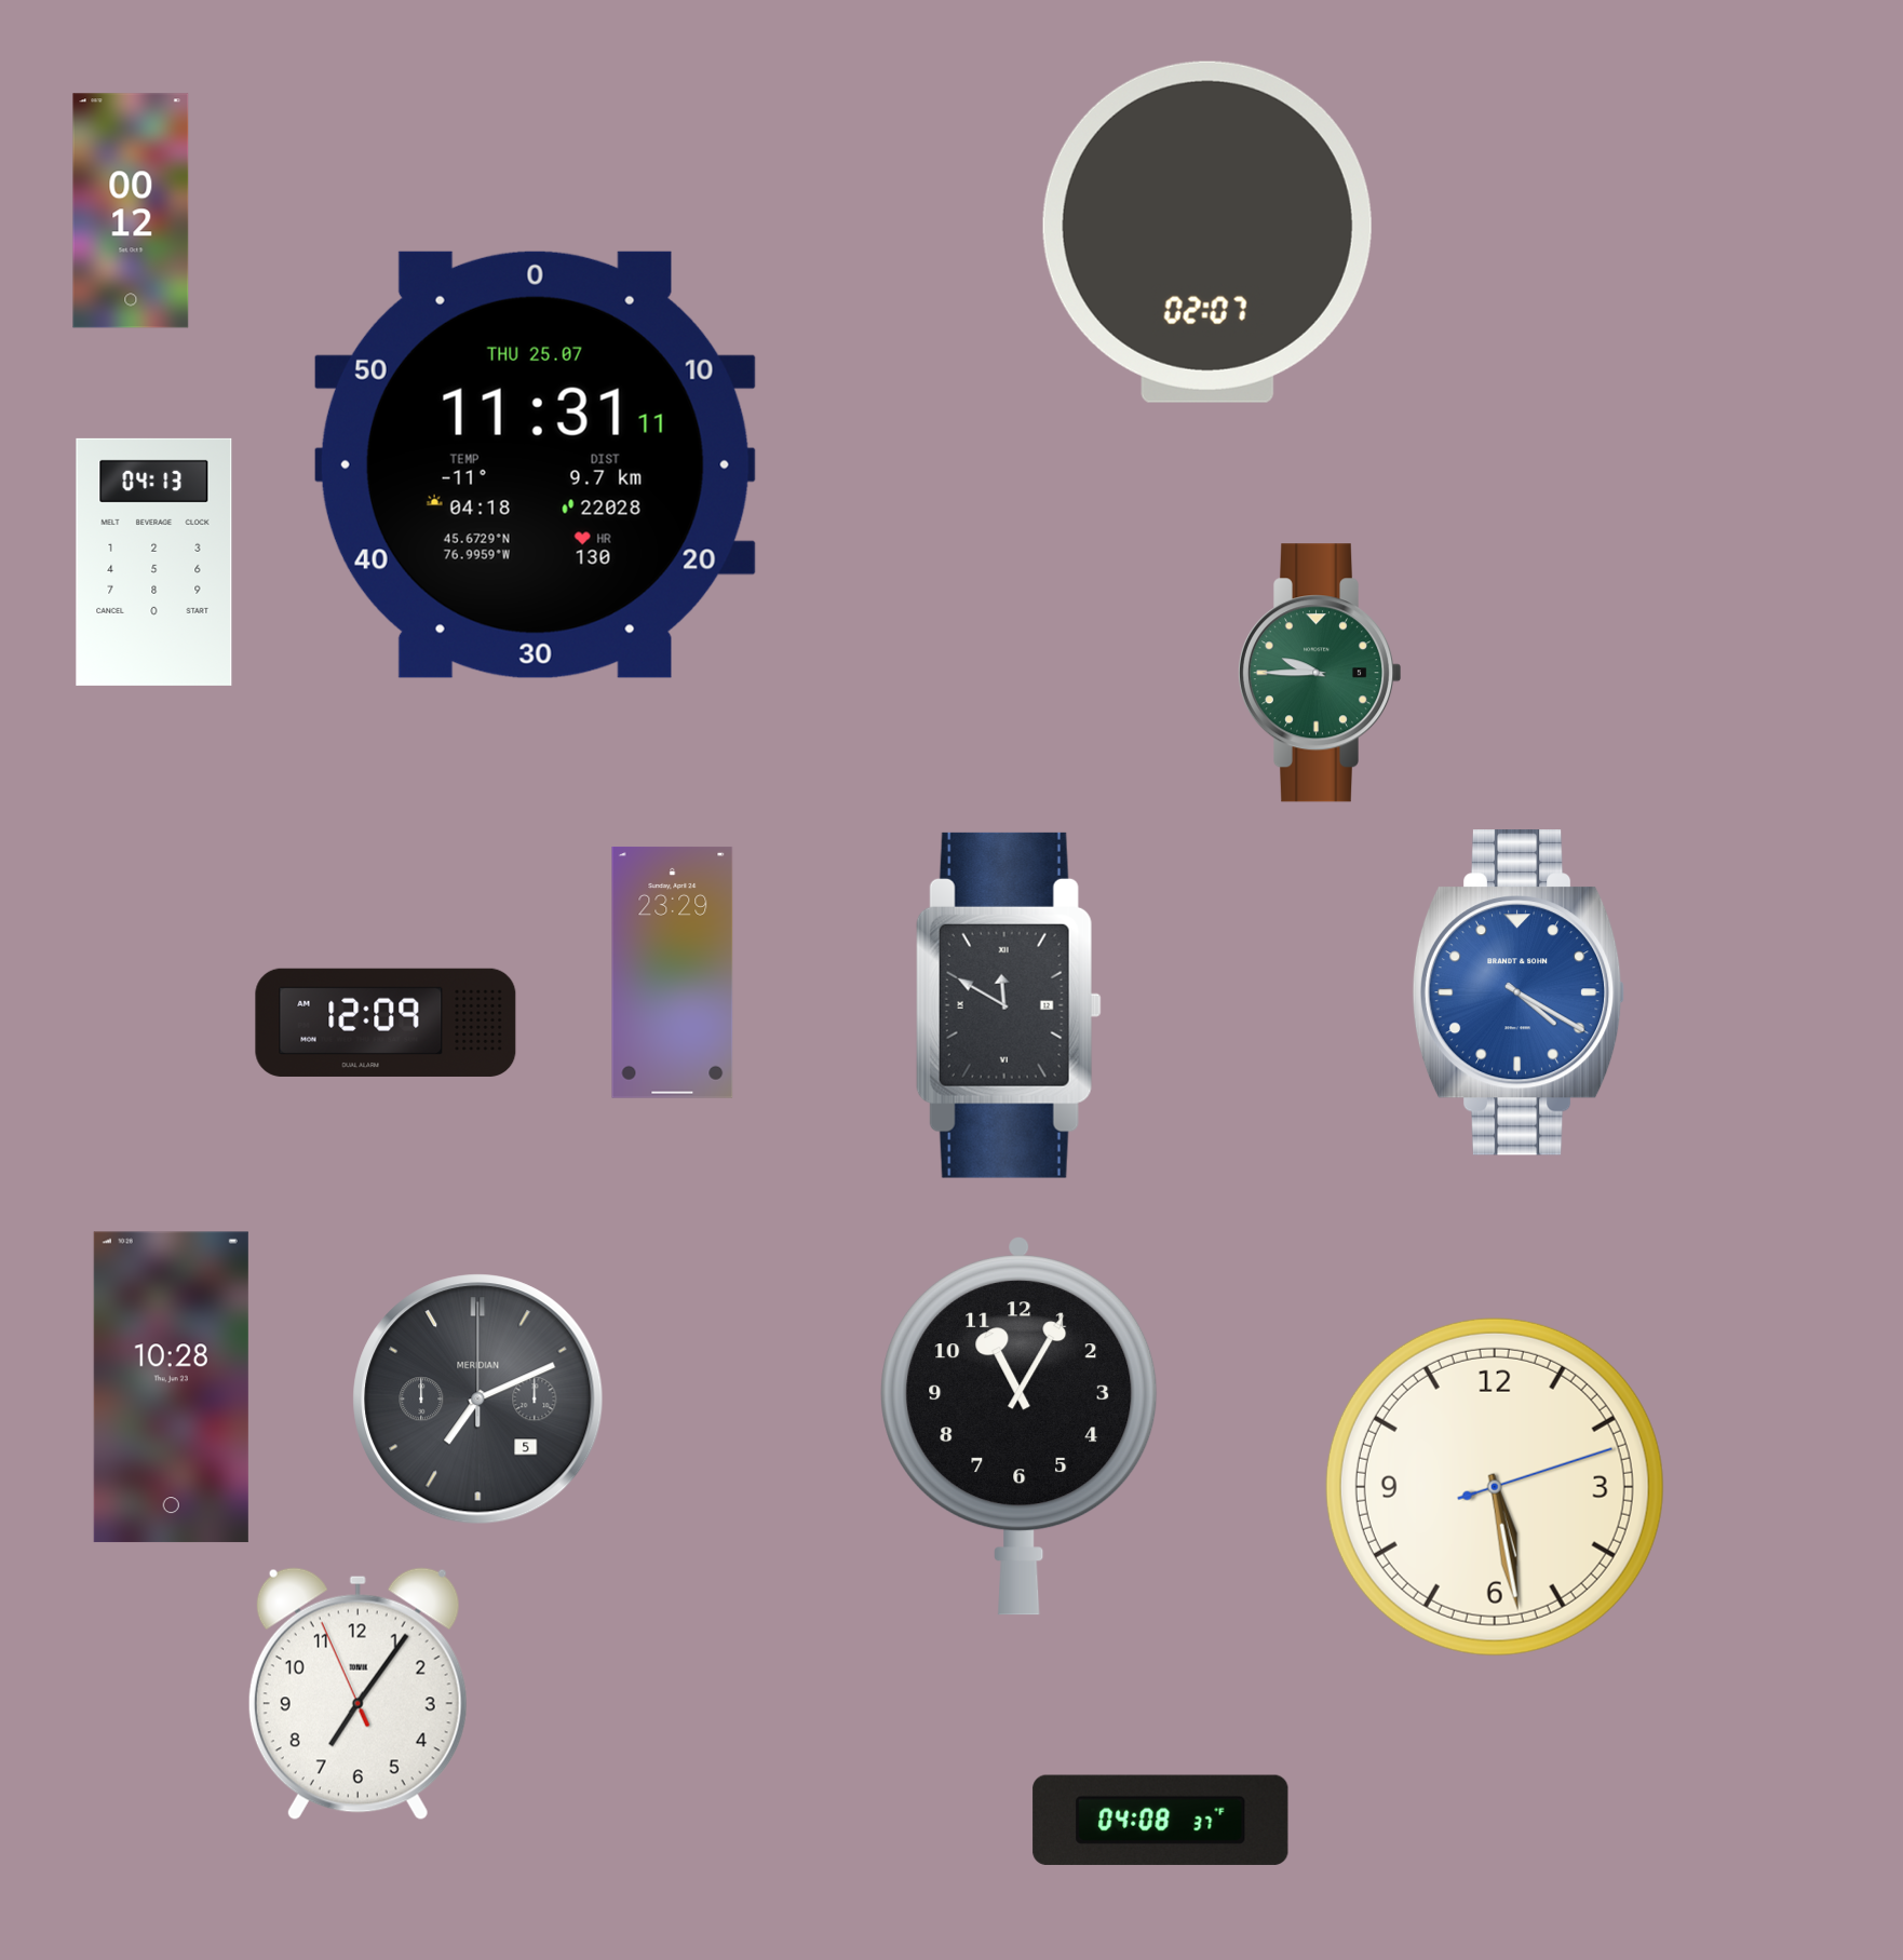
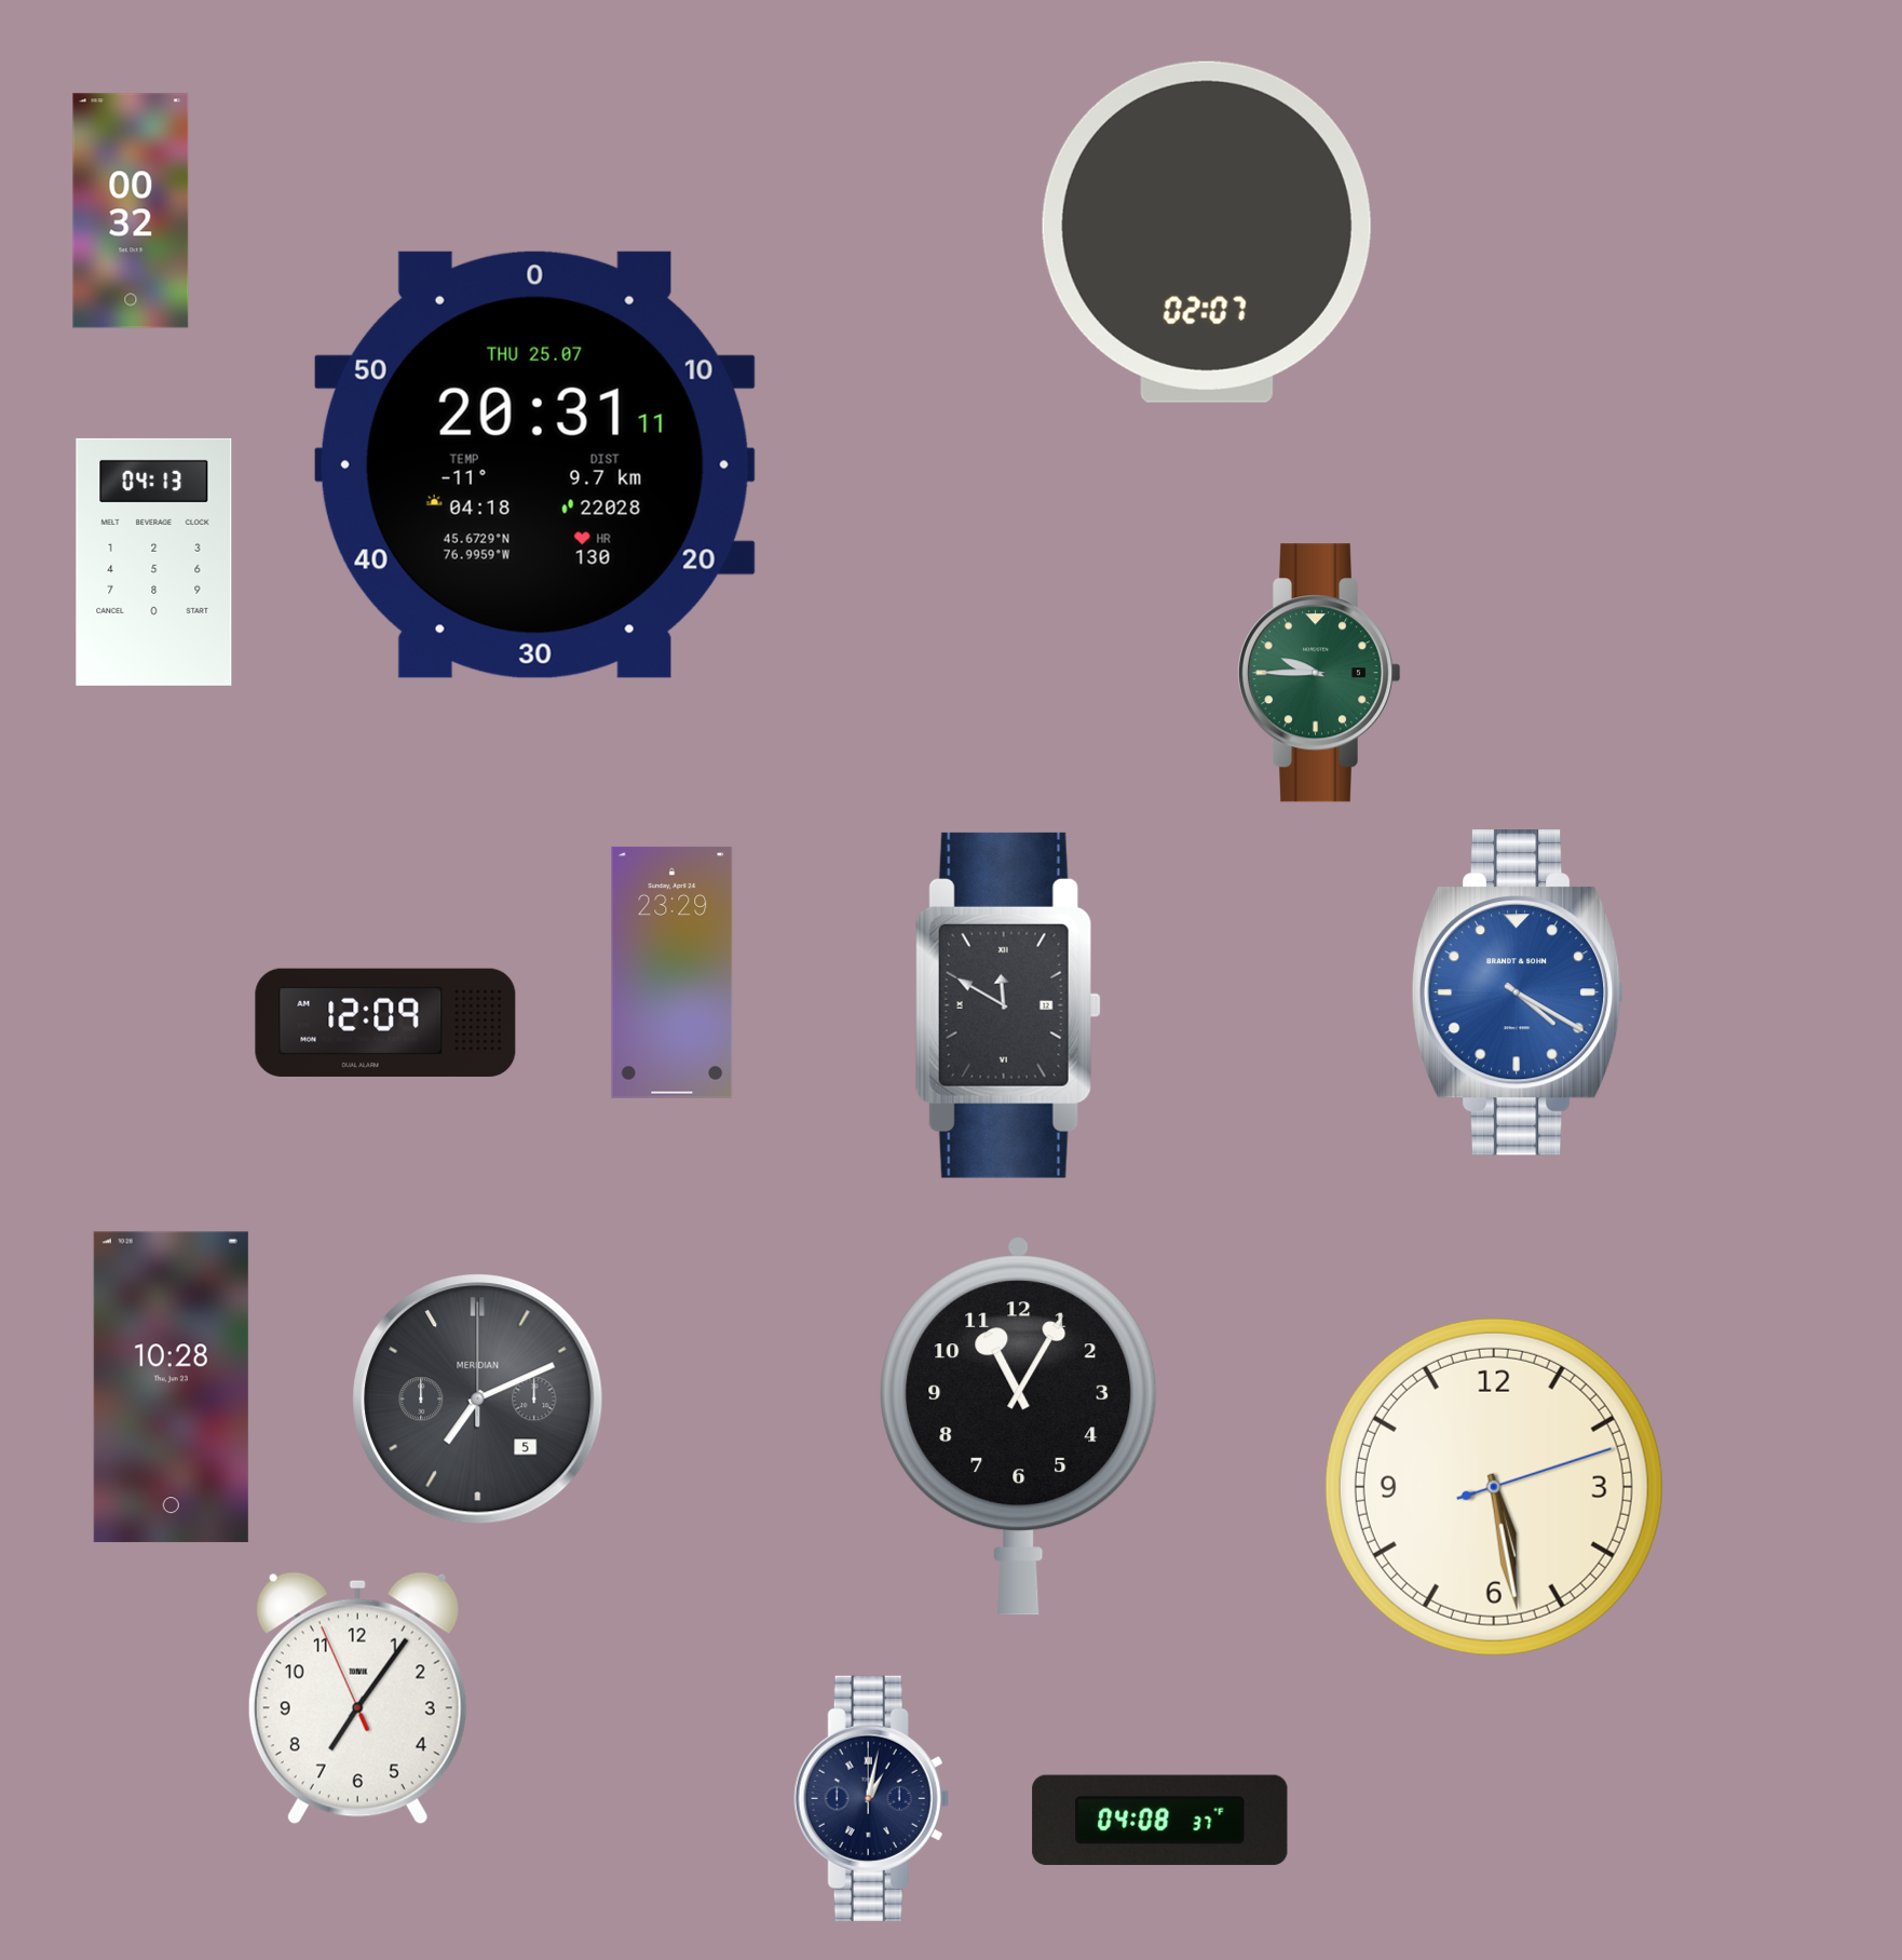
clock at (131, 211): 00:12 -> 00:32
clock at (535, 464): 11:31 -> 20:31
clock at (357, 1694) position: (357, 1694) -> (357, 1699)
clock at (871, 1798): none -> 1:02
